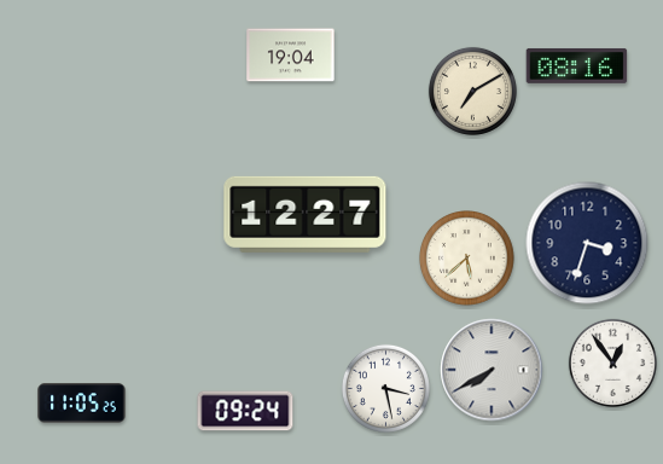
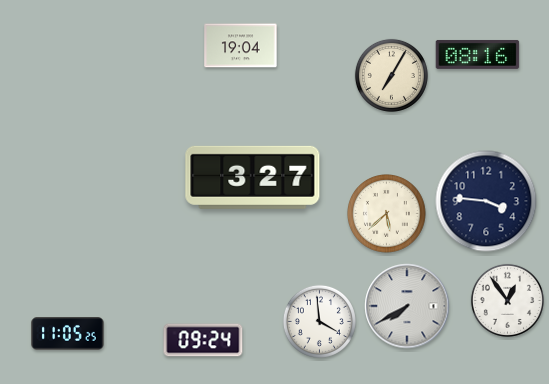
clock at (472, 91): 7:10 -> 7:05
clock at (306, 214): 12:27 -> 3:27
clock at (587, 243): 3:33 -> 3:46
clock at (385, 388): 3:28 -> 3:59
